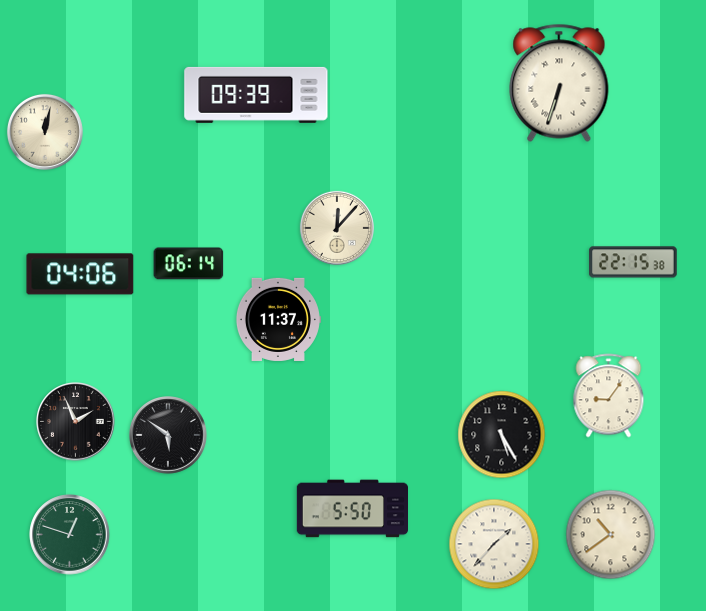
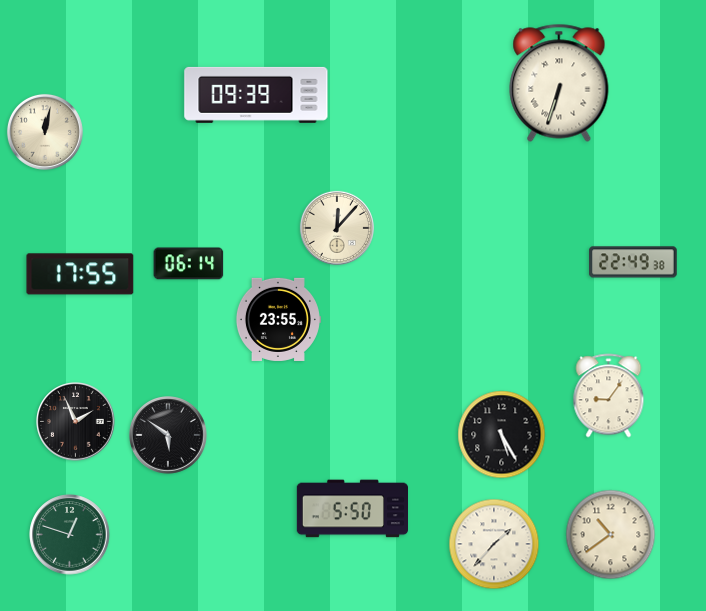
clock at (633, 262): 22:15 -> 22:49
clock at (80, 274): 04:06 -> 17:55
clock at (278, 319): 11:37 -> 23:55
